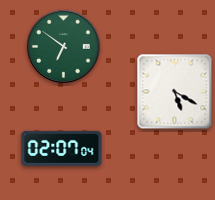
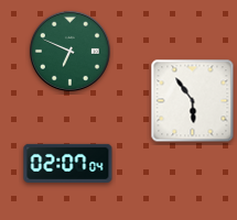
clock at (63, 46): 6:51 -> 6:49
clock at (175, 92): 5:20 -> 5:54
